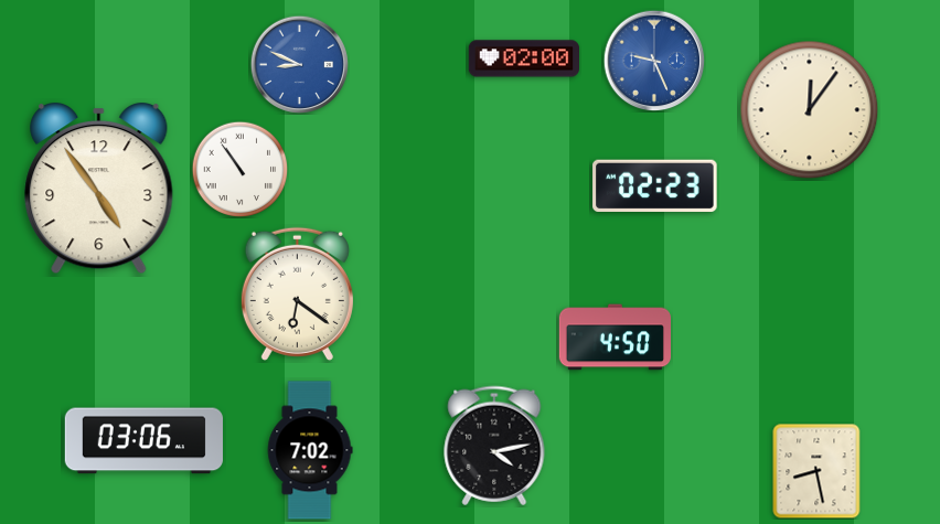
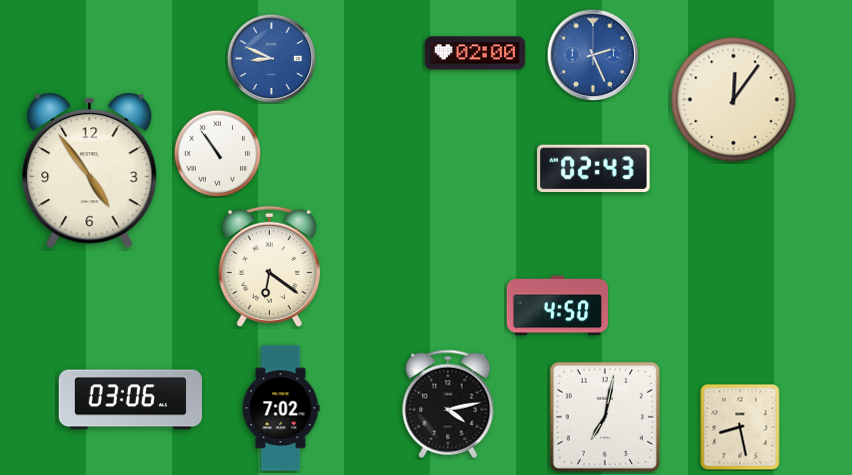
clock at (654, 61): 9:26 -> 2:26
clock at (655, 185): 02:23 -> 02:43
clock at (605, 417): none -> 7:02
